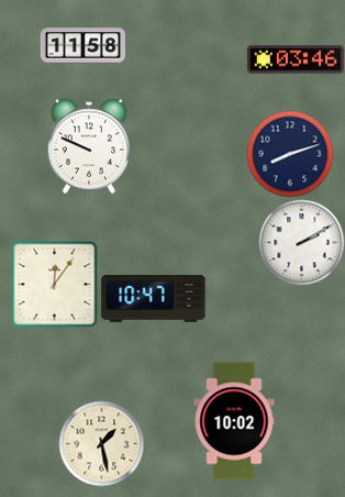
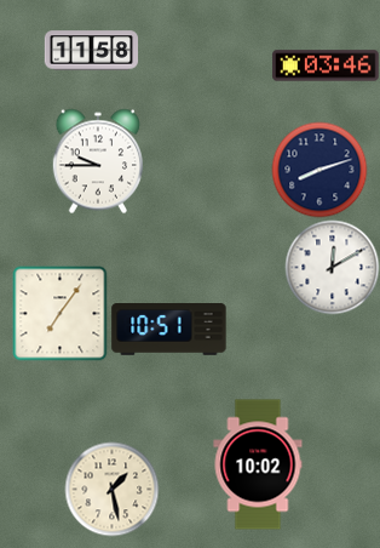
clock at (89, 146): 9:49 -> 9:45
clock at (301, 242): 2:10 -> 12:10
clock at (54, 284): 12:06 -> 7:06
clock at (154, 299): 10:47 -> 10:51
